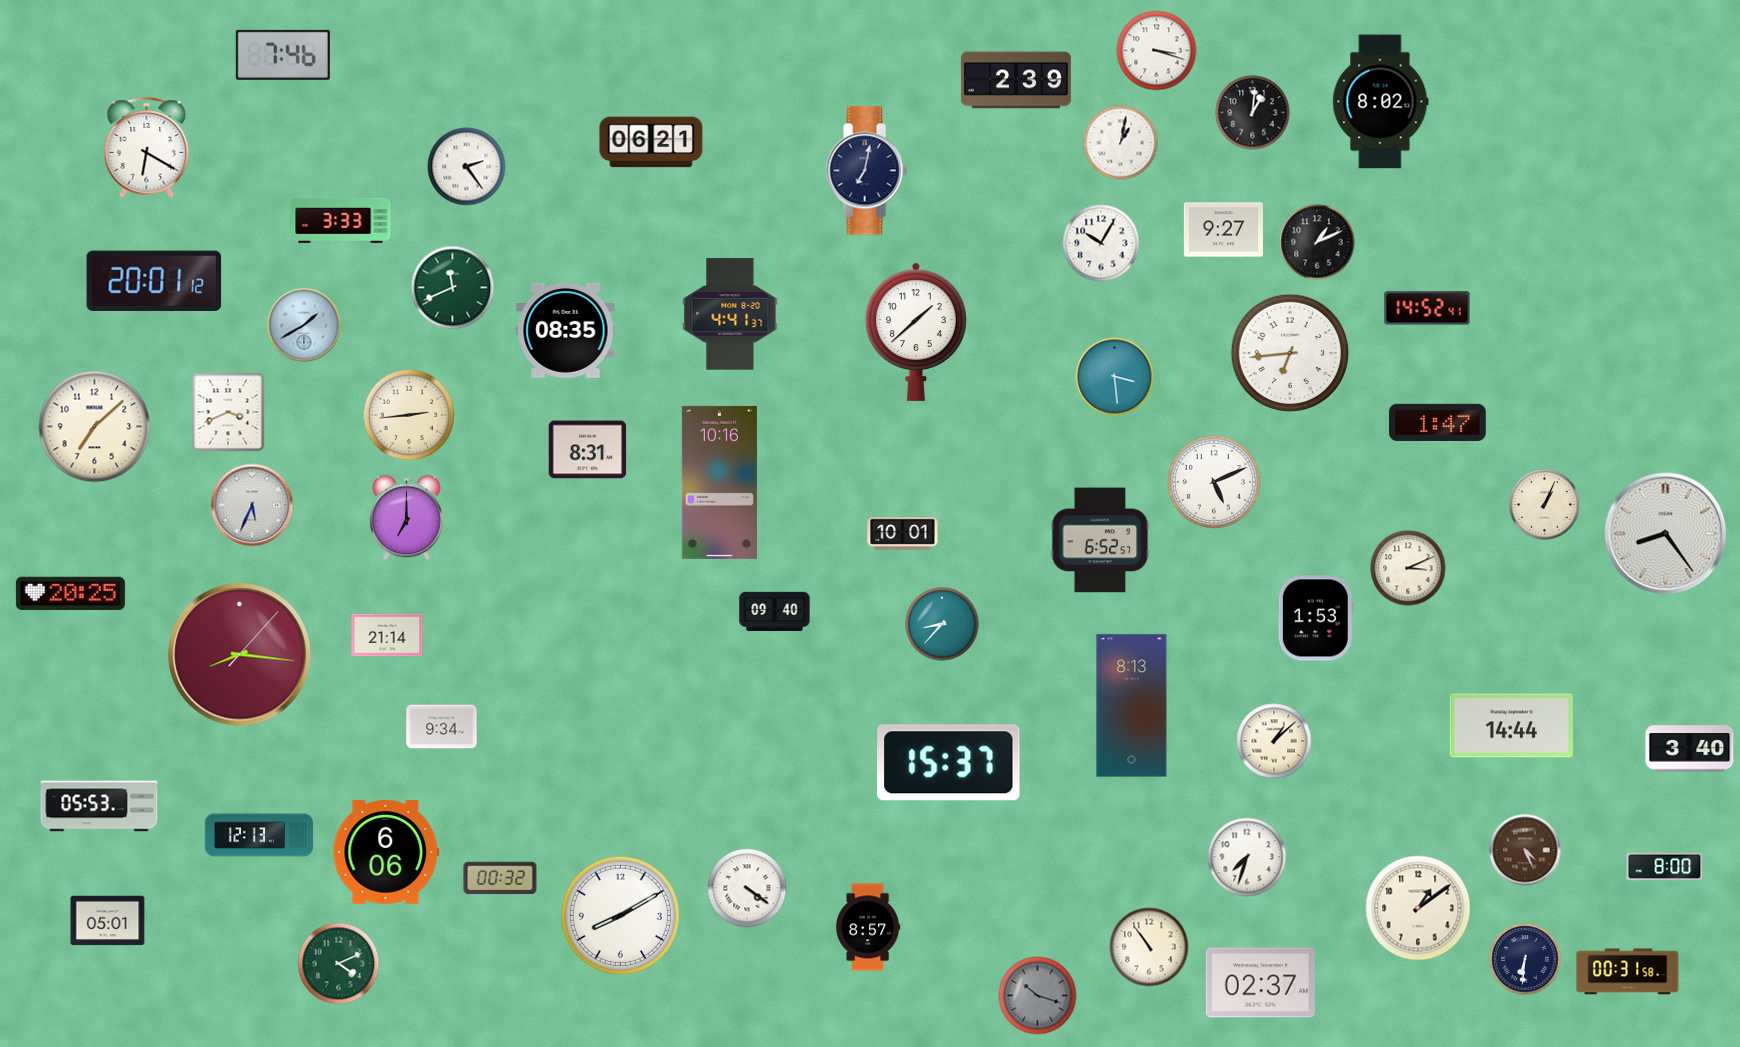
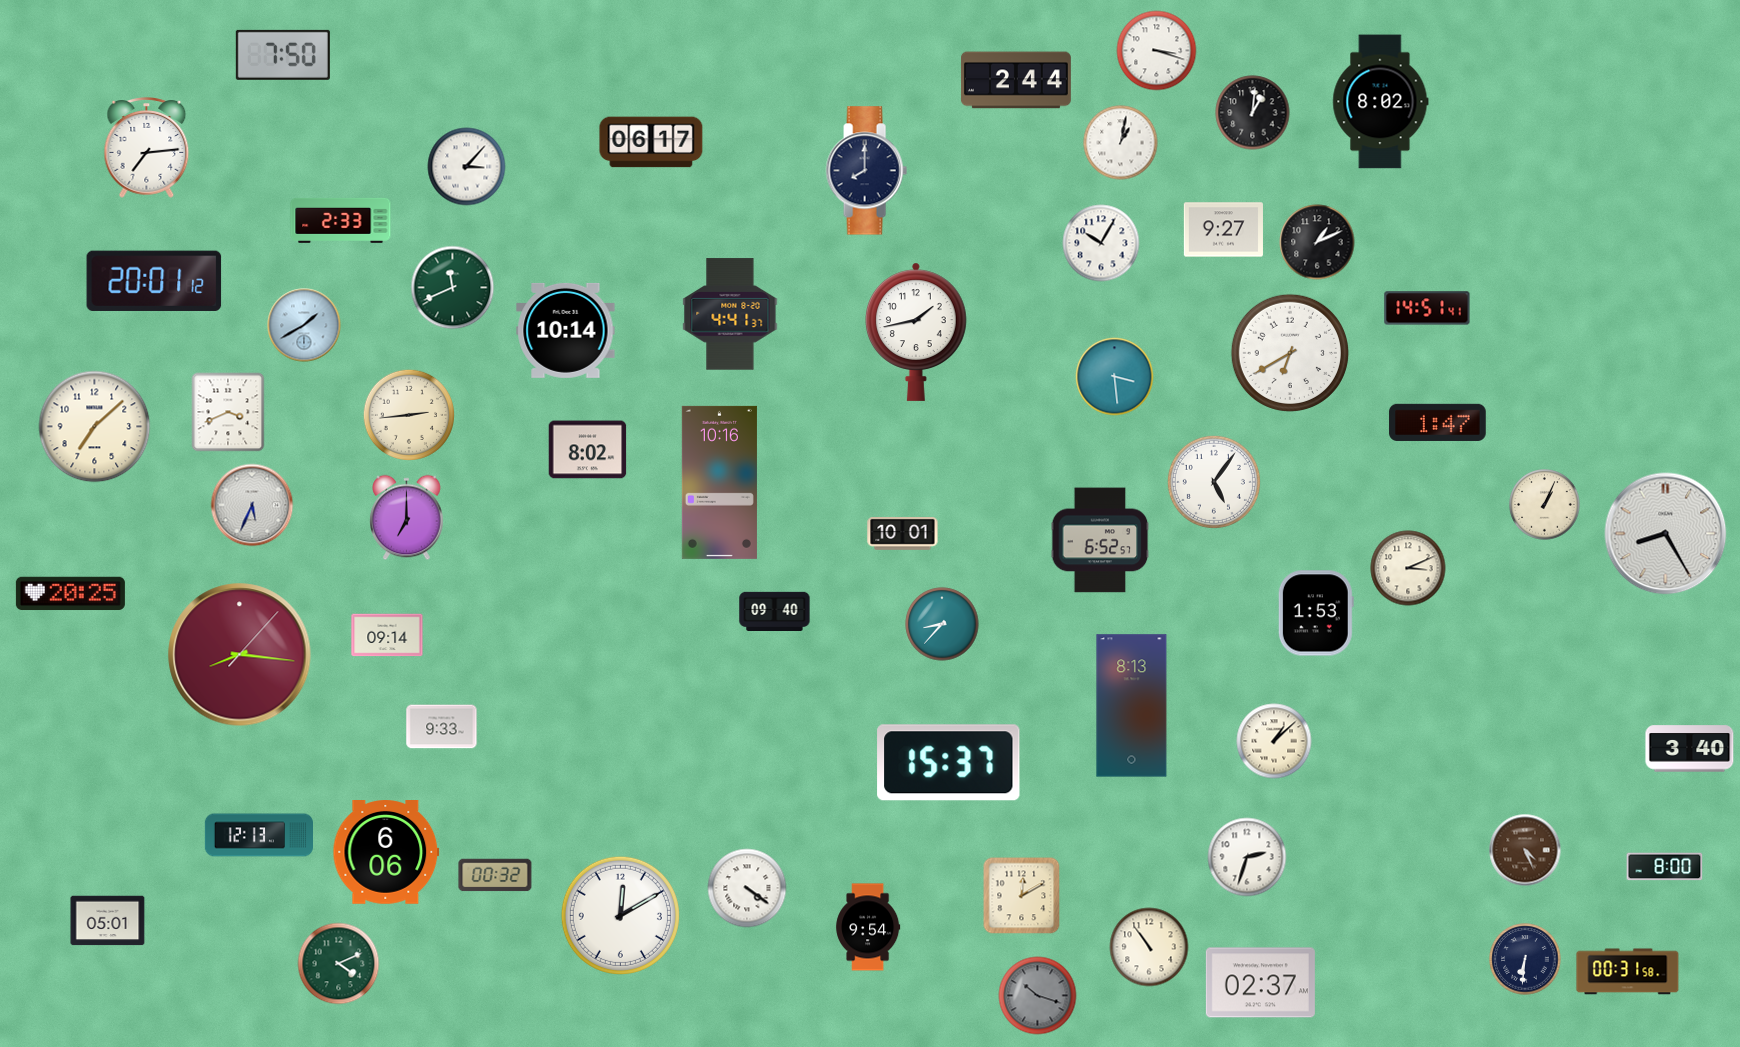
clock at (283, 55): 7:46 -> 7:50
clock at (1016, 80): 2:39 -> 2:44
clock at (651, 142): 06:21 -> 06:17
clock at (147, 148): 6:20 -> 7:14
clock at (467, 167): 2:24 -> 3:07
clock at (866, 171): 7:02 -> 8:00
clock at (341, 220): 3:33 -> 2:33
clock at (1427, 308): 14:52 -> 14:51
clock at (566, 330): 08:35 -> 10:14
clock at (917, 332): 1:38 -> 1:43
clock at (1290, 353): 6:44 -> 6:40
clock at (588, 450): 8:31 -> 8:02
clock at (1214, 482): 5:11 -> 5:06
clock at (1666, 534): 8:24 -> 8:25
clock at (1316, 618) position: (1316, 618) -> (1316, 613)
clock at (387, 635): 21:14 -> 09:14
clock at (1511, 726): 14:44 -> none
clock at (442, 727): 9:34 -> 9:33
clock at (99, 806): 05:53 -> none
clock at (1247, 857): 7:33 -> 2:33
clock at (500, 878) position: (500, 878) -> (495, 875)
clock at (1022, 896): none -> 12:10
clock at (1418, 908): 1:09 -> none
clock at (620, 915): 8:10 -> 12:10
clock at (868, 927): 8:57 -> 9:54
